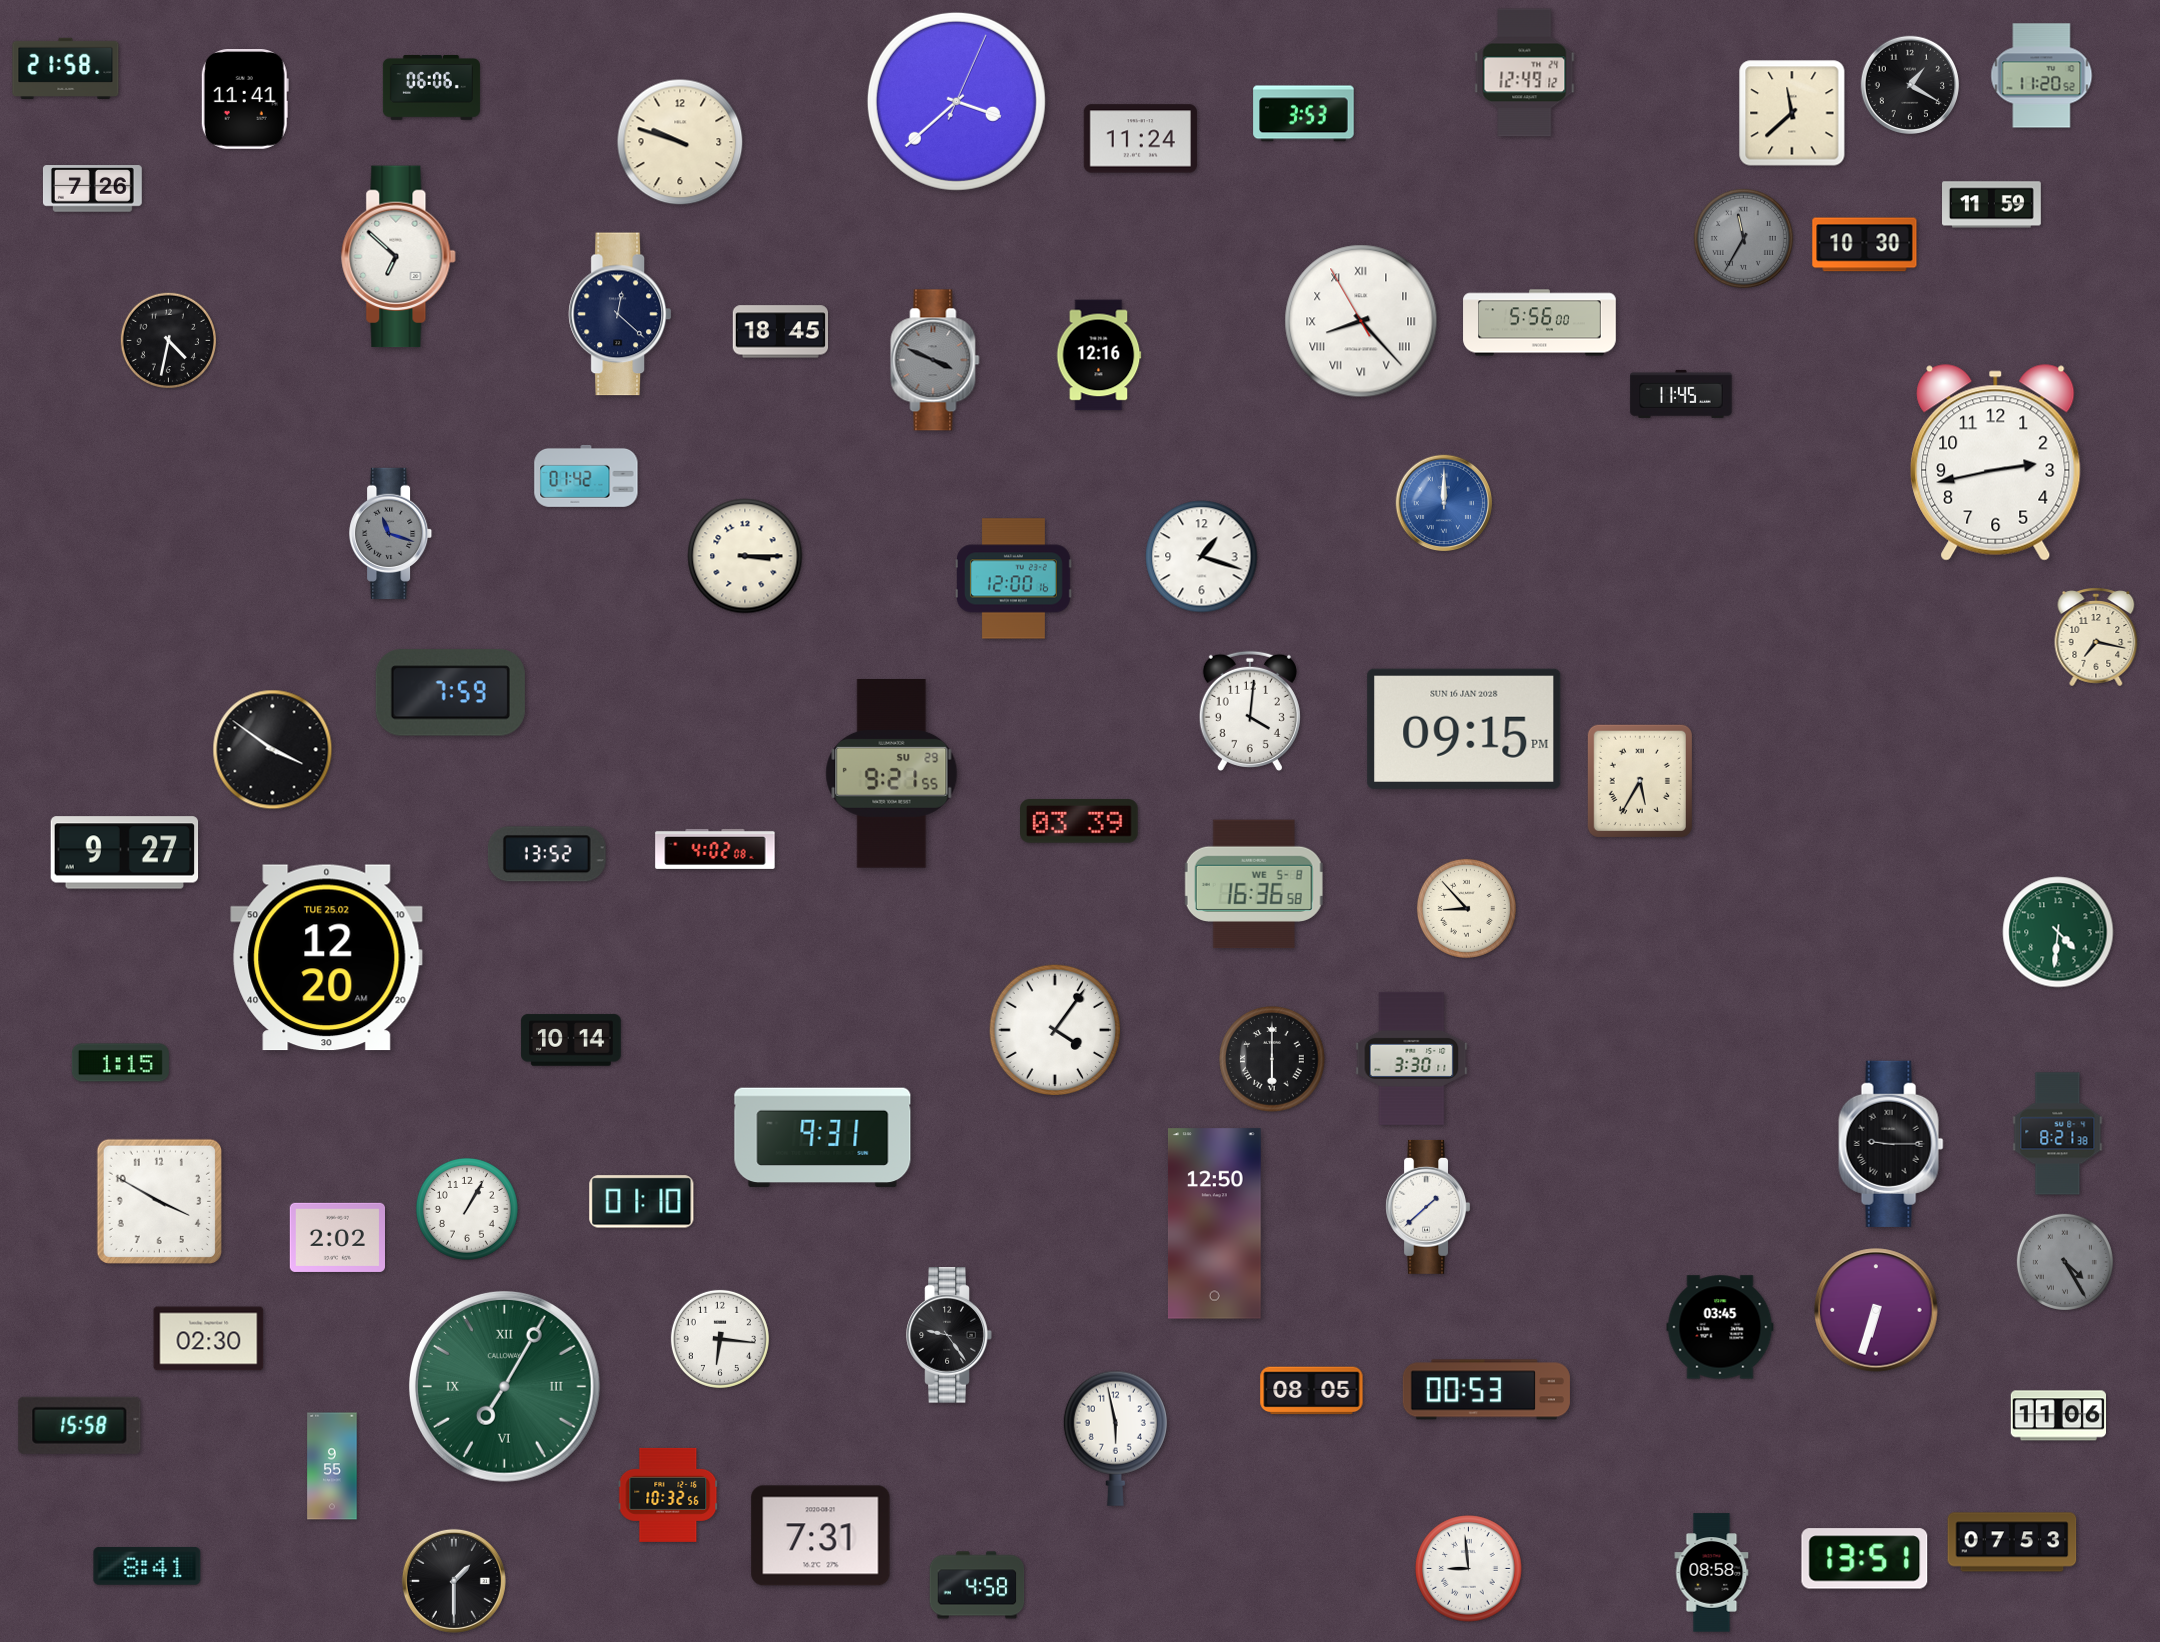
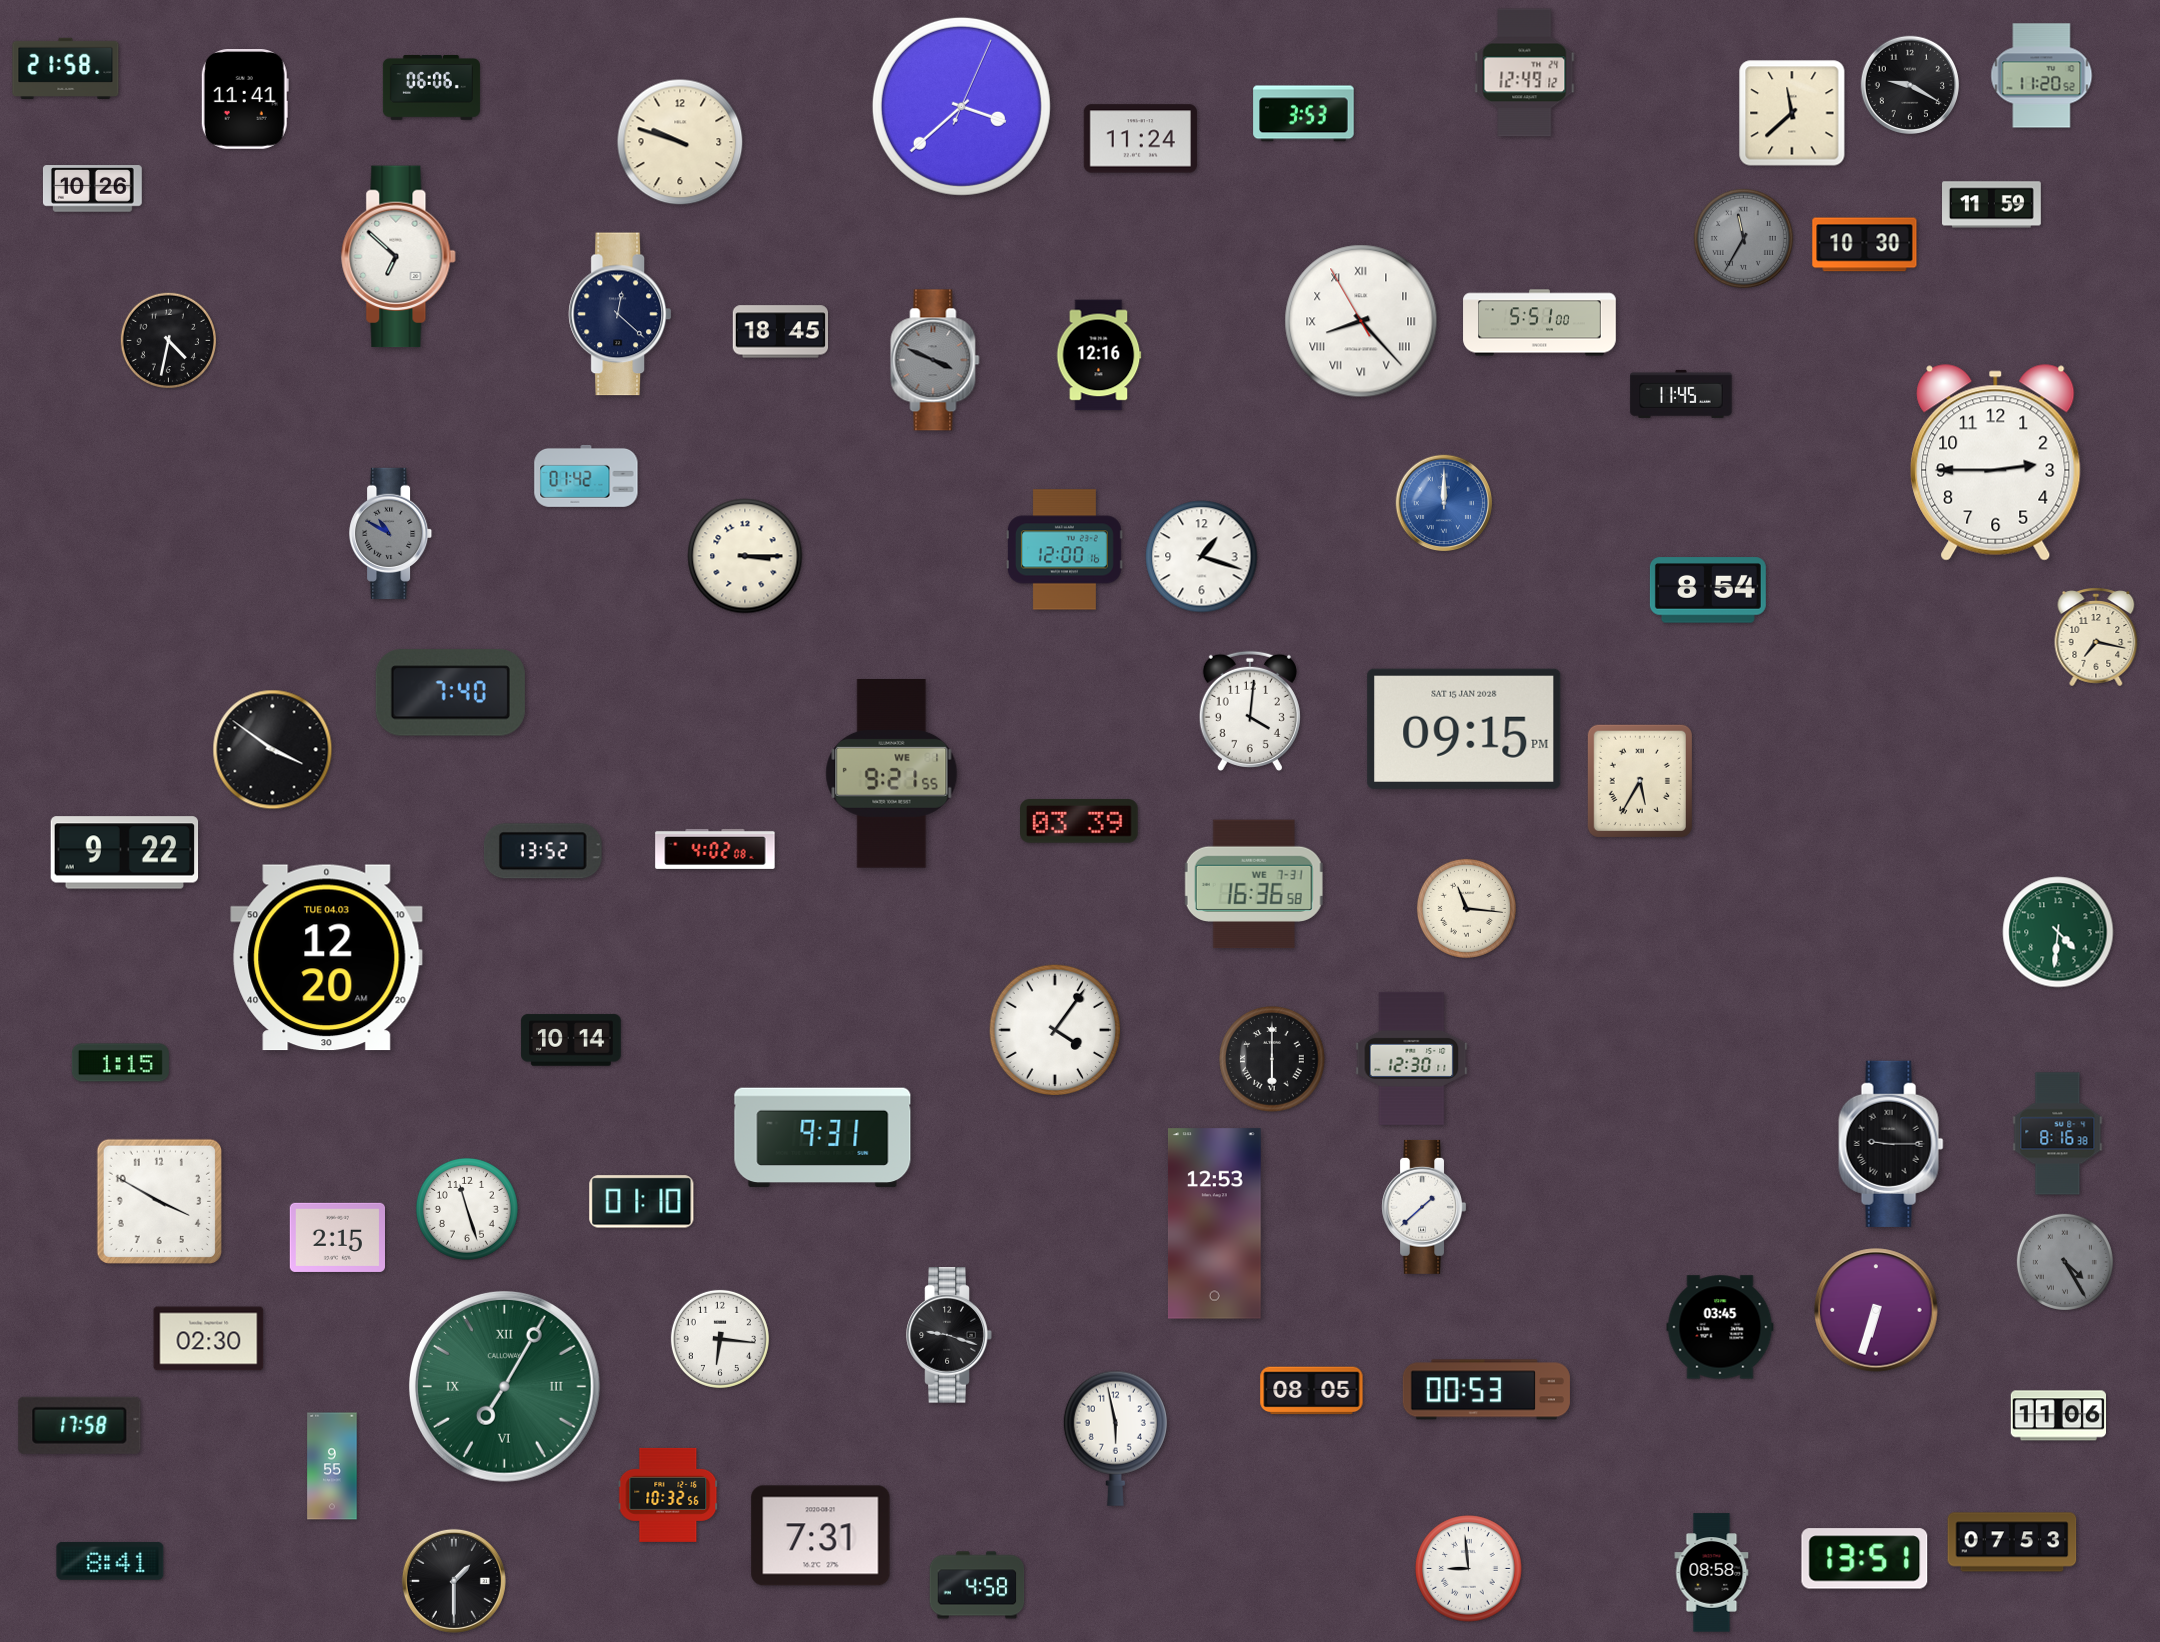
clock at (1909, 84): 1:20 -> 9:20
clock at (956, 101) position: (956, 101) -> (961, 106)
clock at (92, 189): 7:26 -> 10:26
clock at (1540, 323): 5:56 -> 5:51
clock at (1996, 463): 2:43 -> 2:45
clock at (391, 533): 11:18 -> 10:50
clock at (1013, 579) position: (1013, 579) -> (1064, 550)
clock at (1708, 590): none -> 8:54
clock at (450, 693): 7:59 -> 7:40
clock at (1464, 729) date: SUN 16 JAN 2028 -> SAT 15 JAN 2028
clock at (892, 774) date: SU 29 -> WE 1
clock at (125, 853): 9:27 -> 9:22
clock at (547, 854) position: (547, 854) -> (543, 851)
clock at (1254, 884) date: WE 5-8 -> WE 7-31
clock at (1466, 908): 8:53 -> 11:16
clock at (327, 958) date: TUE 25.02 -> TUE 04.03
clock at (1412, 1058): 3:30 -> 12:30
clock at (2058, 1134): 8:21 -> 8:16
clock at (1427, 1207) position: (1427, 1207) -> (1423, 1207)
clock at (467, 1209): 1:05 -> 11:27
clock at (1214, 1224): 12:50 -> 12:53
clock at (337, 1237): 2:02 -> 2:15
clock at (949, 1335): 9:24 -> 9:18
clock at (80, 1425): 15:58 -> 17:58
clock at (147, 1567) position: (147, 1567) -> (110, 1562)
